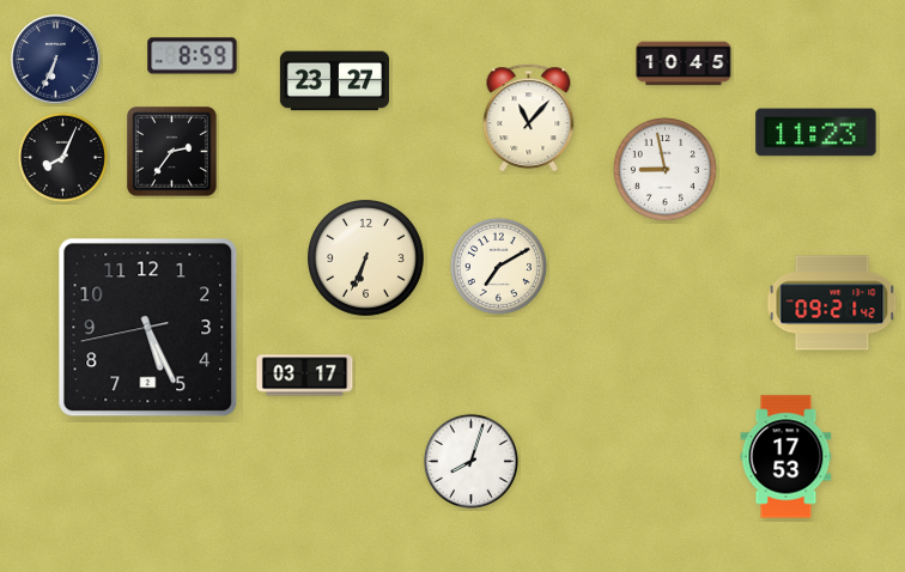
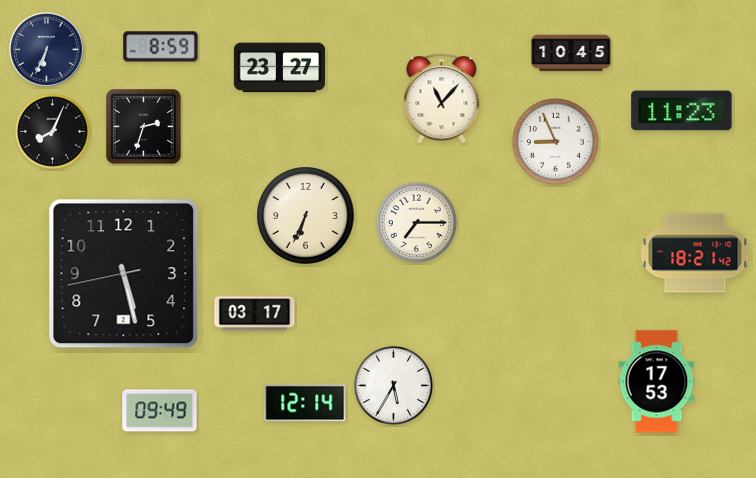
clock at (172, 152): 2:36 -> 2:33
clock at (664, 169): 8:58 -> 8:56
clock at (498, 266): 7:10 -> 7:15
clock at (832, 303): 09:21 -> 18:21
clock at (148, 328): 5:25 -> 5:27
clock at (470, 461): 8:03 -> 5:35
clock at (305, 403): none -> 12:14
clock at (160, 411): none -> 09:49
